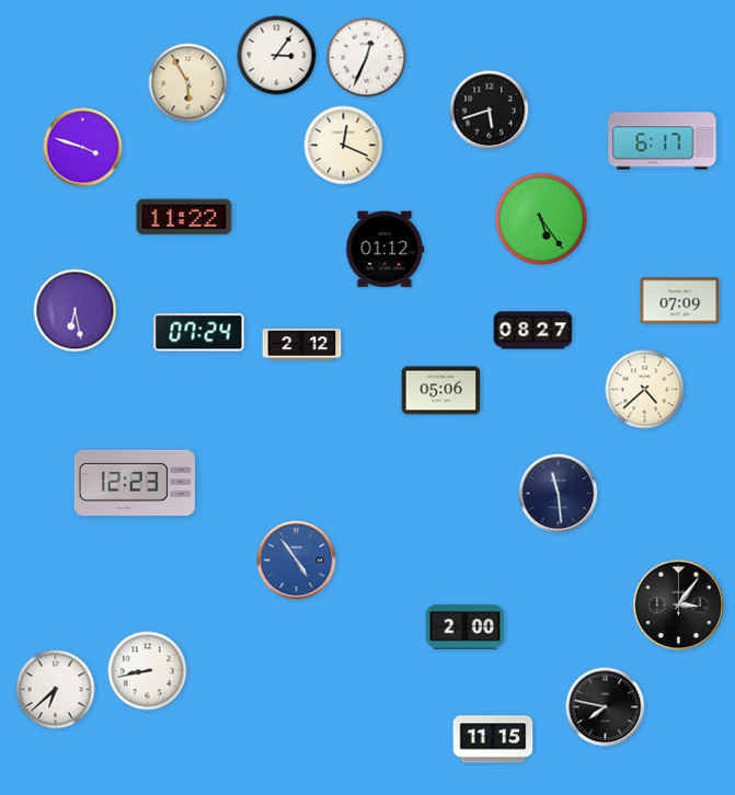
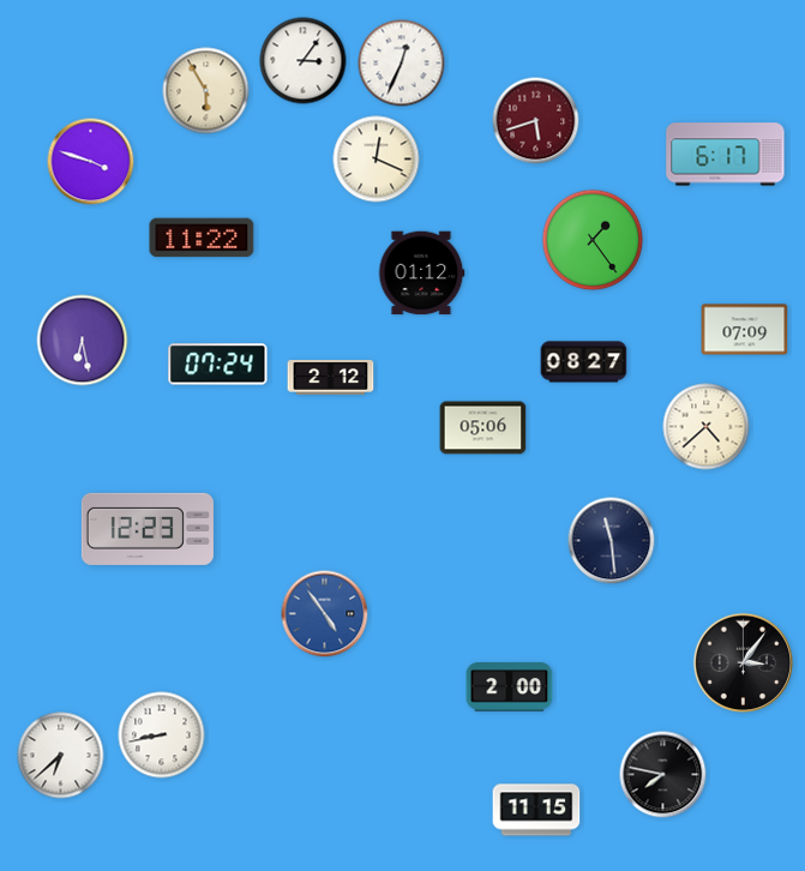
clock at (490, 111) dial: black -> burgundy
clock at (541, 219): 5:24 -> 1:24
clock at (493, 739) position: (493, 739) -> (536, 810)
